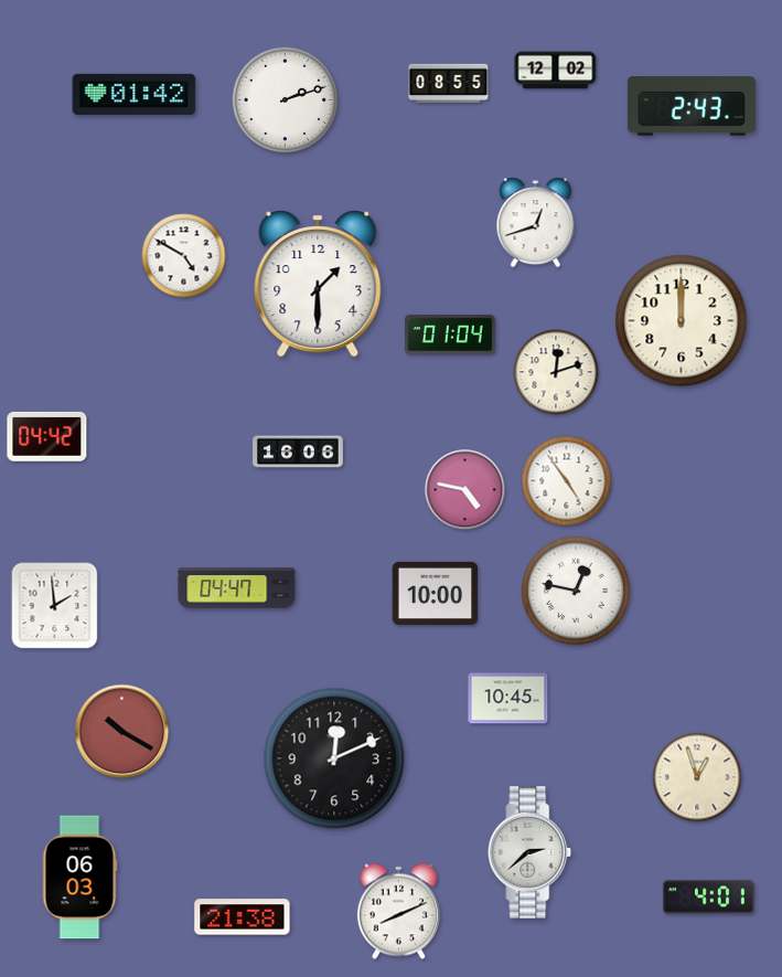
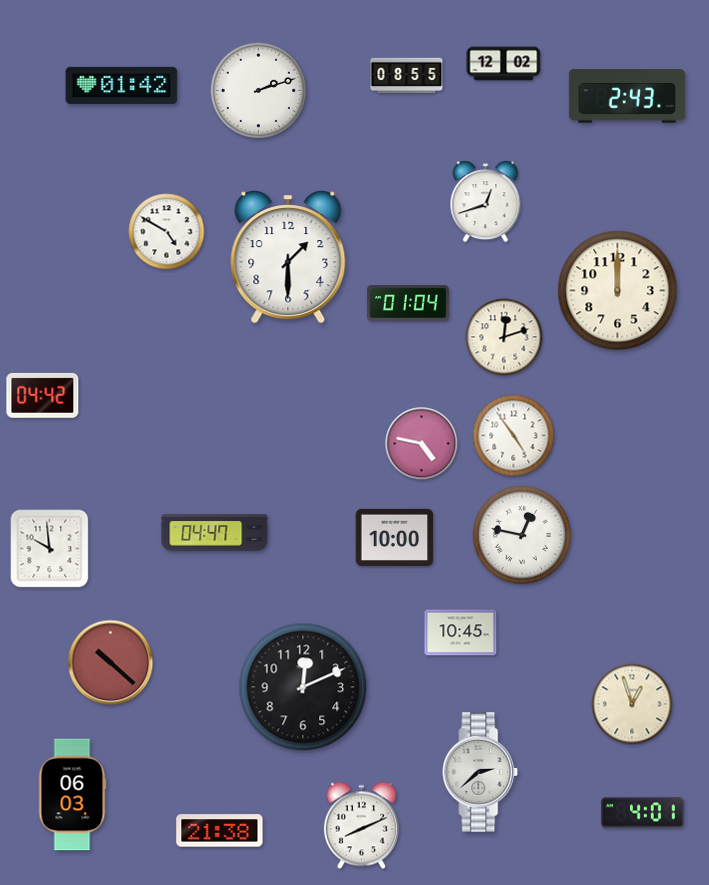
clock at (299, 452): 16:06 -> none
clock at (55, 606): 1:59 -> 9:59
clock at (122, 732): 10:20 -> 10:22
